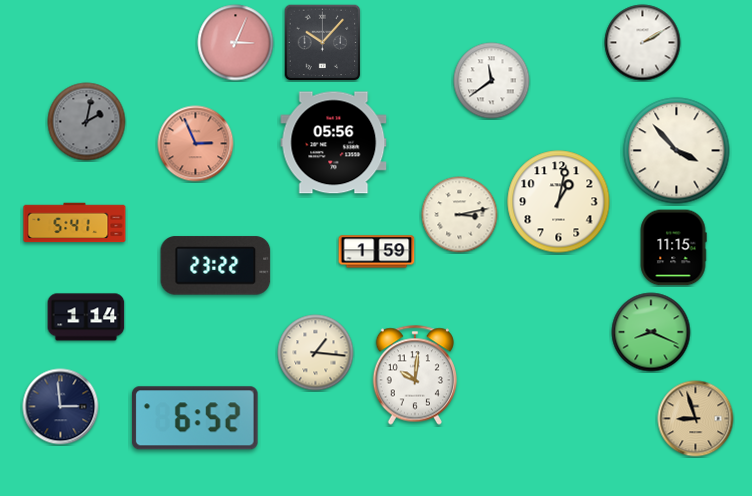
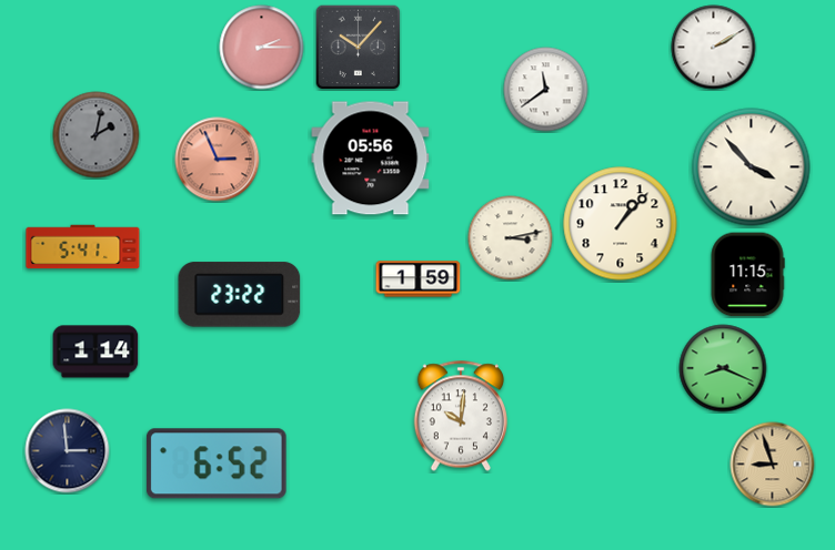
clock at (236, 43): 3:04 -> 2:15
clock at (559, 202): 1:02 -> 1:07
clock at (316, 353): 1:16 -> none
